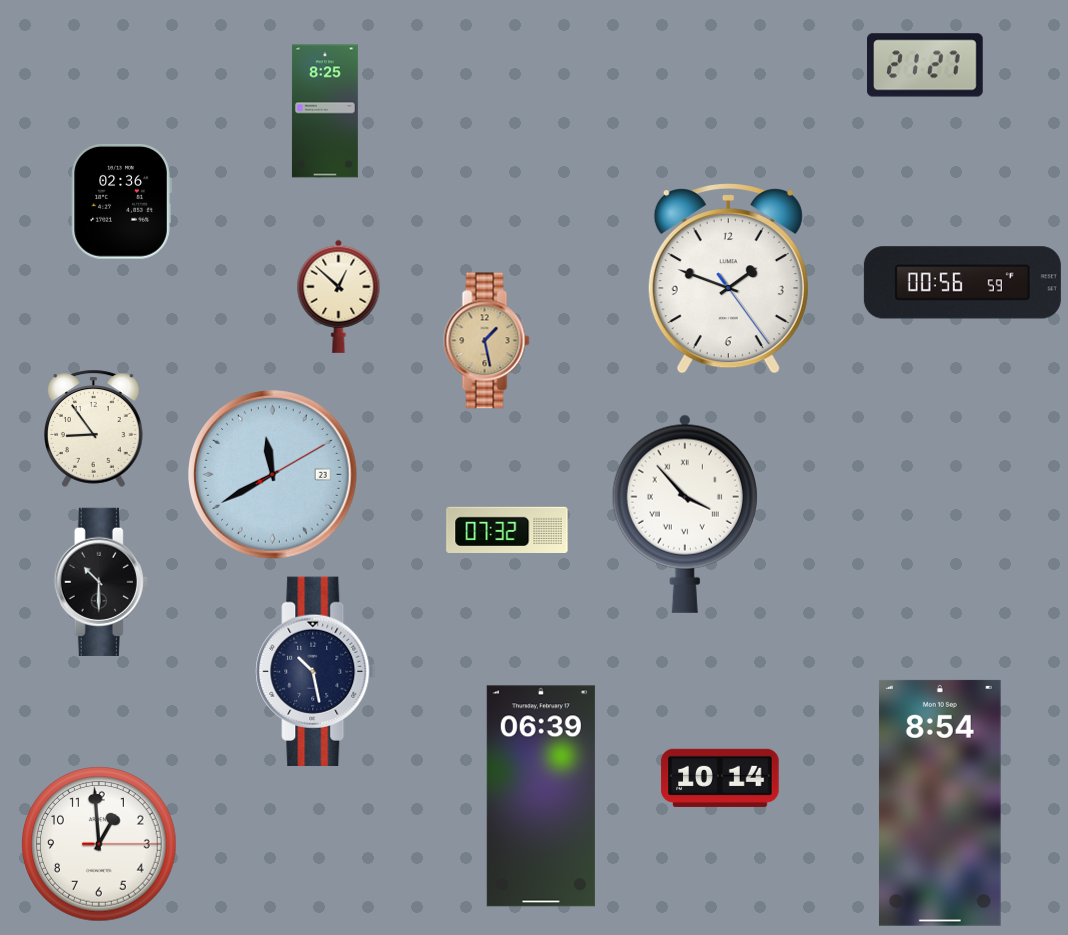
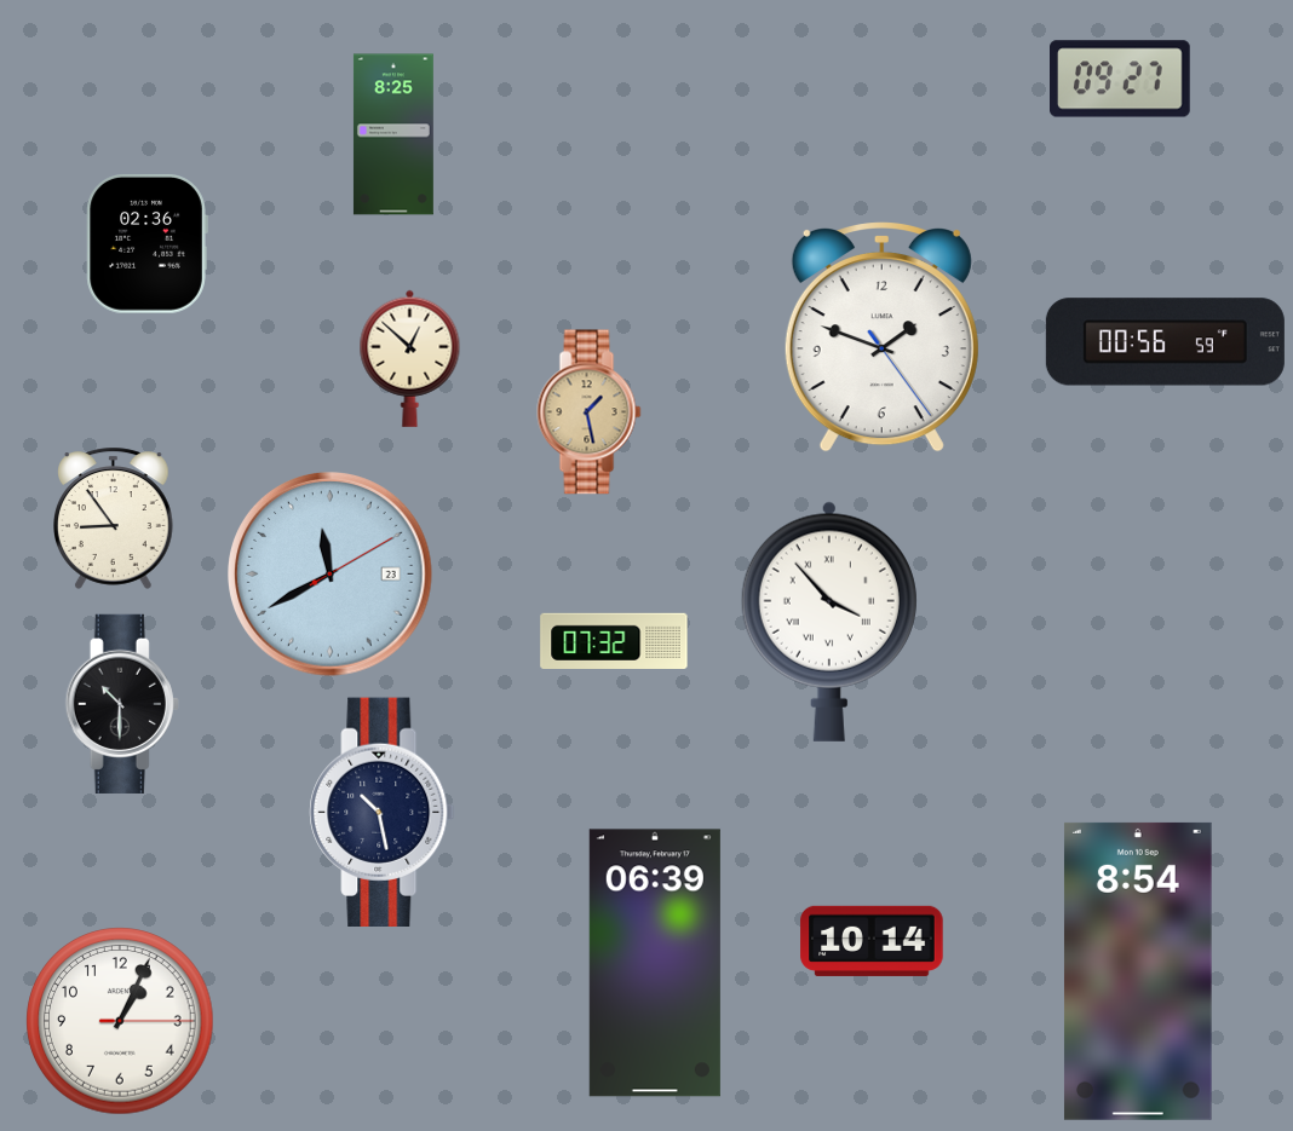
clock at (926, 65): 21:27 -> 09:27
clock at (99, 844): 12:59 -> 1:04
